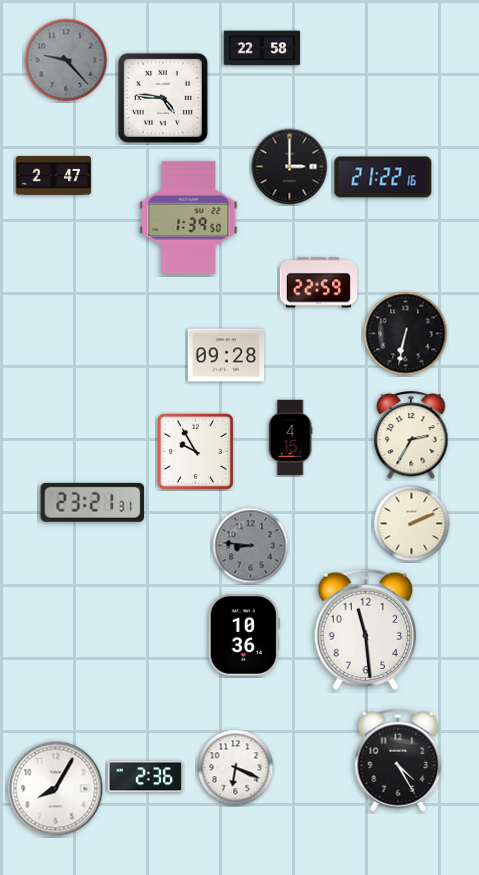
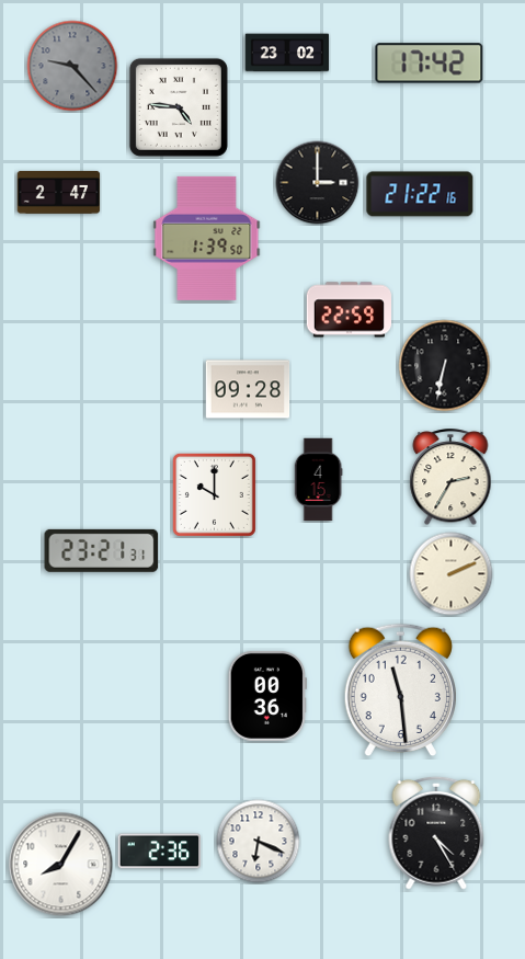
clock at (262, 48): 22:58 -> 23:02
clock at (430, 64): none -> 17:42
clock at (195, 451): 9:55 -> 10:00
clock at (251, 546): 8:46 -> none
clock at (244, 635): 10:36 -> 00:36
